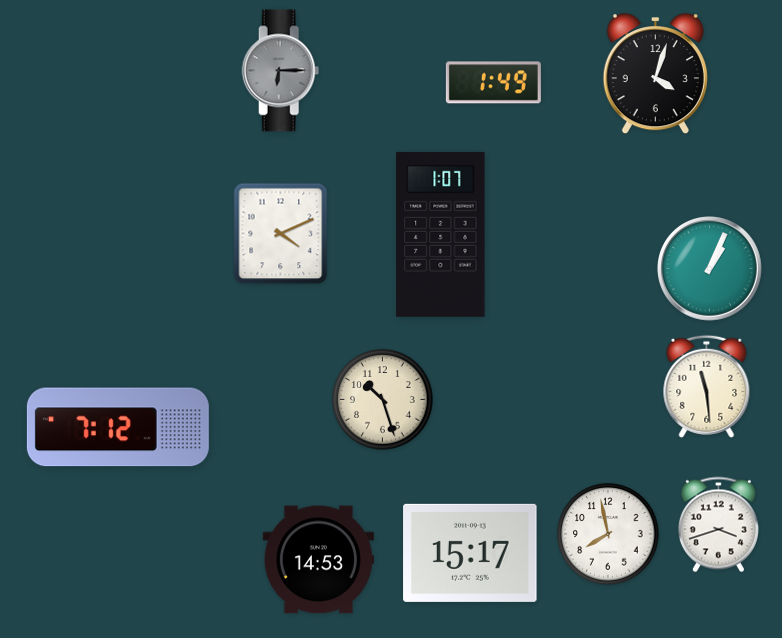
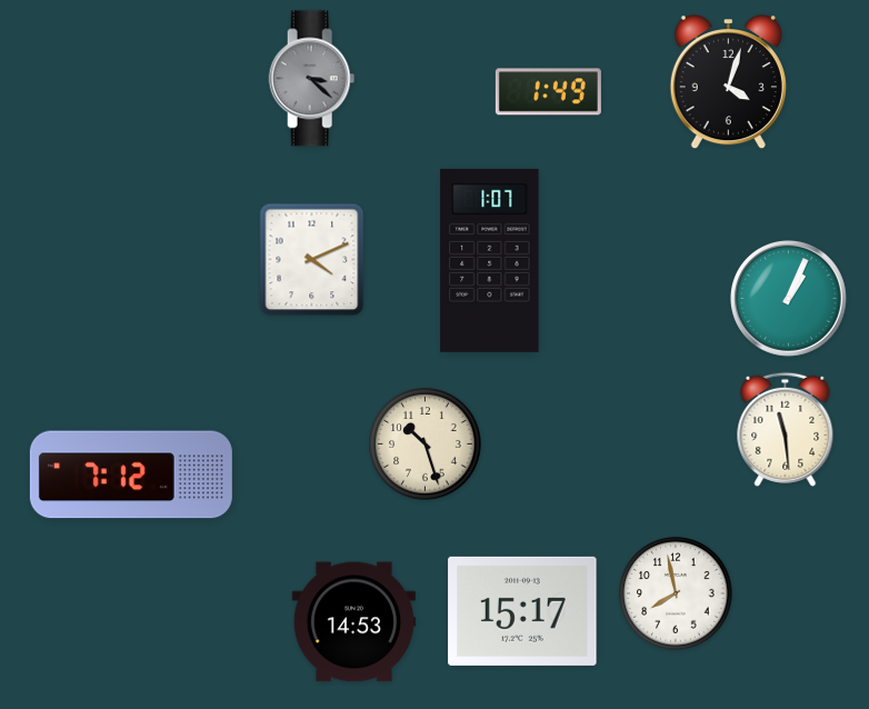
clock at (281, 71): 6:15 -> 3:22
clock at (718, 525): 3:42 -> none
clock at (470, 553) position: (470, 553) -> (522, 611)
